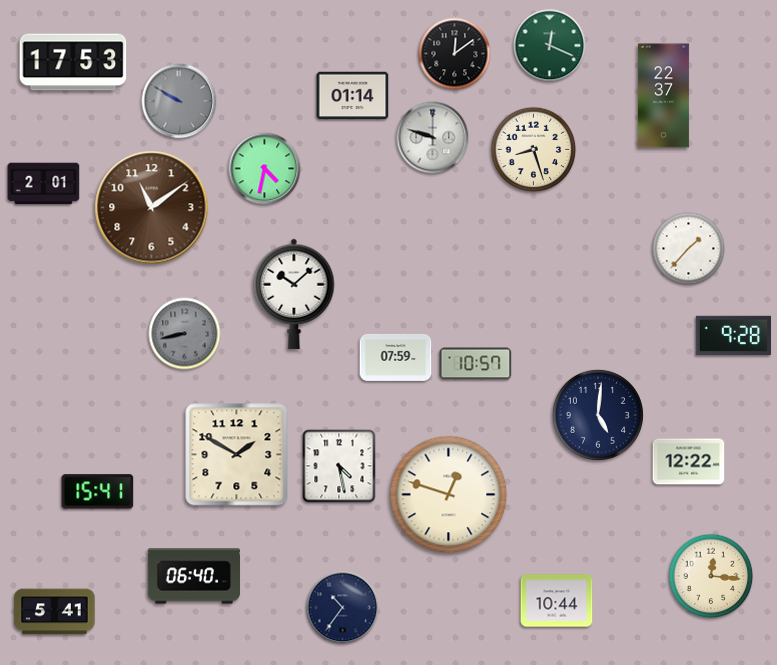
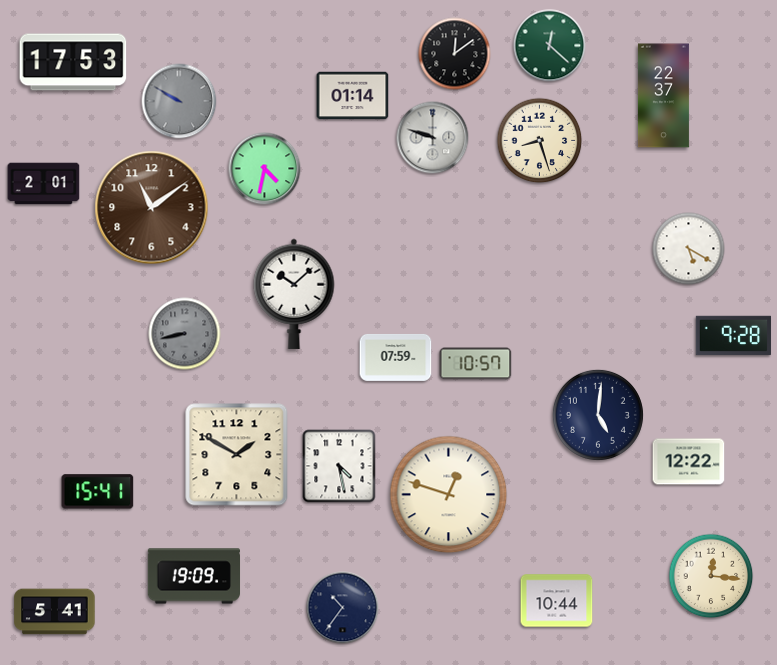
clock at (550, 46): 12:19 -> 12:22
clock at (534, 150) position: (534, 150) -> (540, 141)
clock at (689, 249): 1:37 -> 5:20
clock at (193, 576): 06:40 -> 19:09
